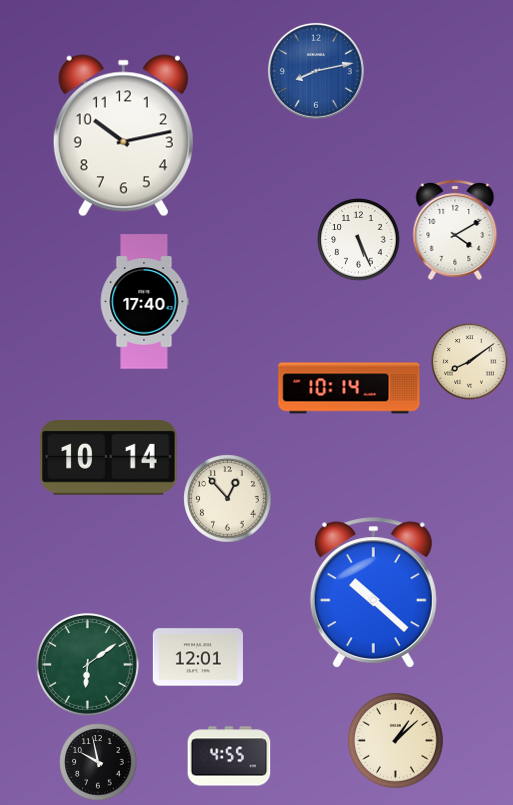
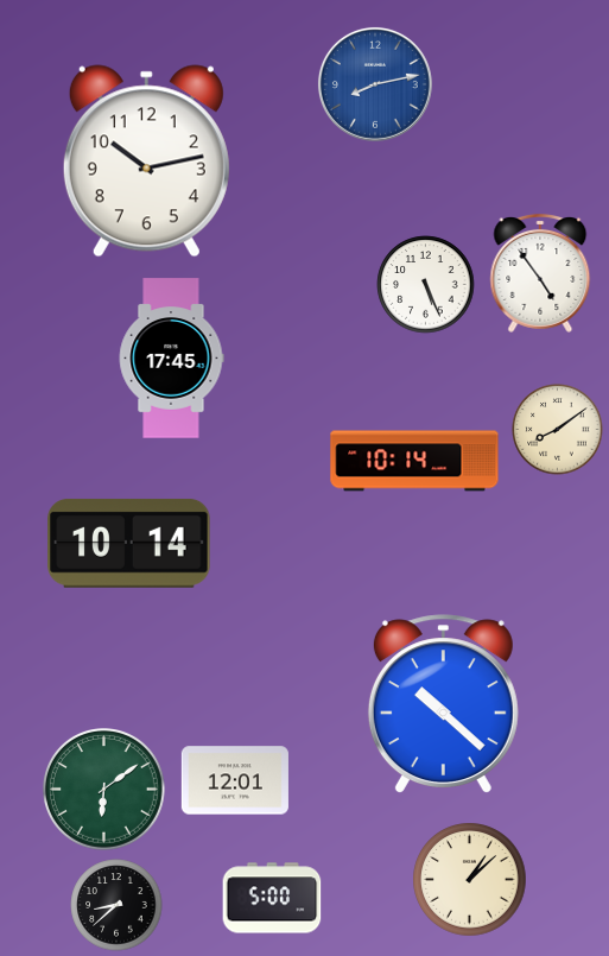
clock at (455, 230): 4:10 -> 4:54
clock at (144, 302): 17:40 -> 17:45
clock at (228, 499): 12:53 -> none
clock at (229, 756): 4:55 -> 5:00
clock at (98, 762): 9:58 -> 8:38
